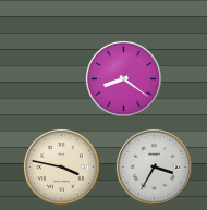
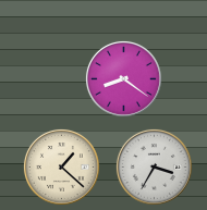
clock at (61, 166): 3:47 -> 1:22
